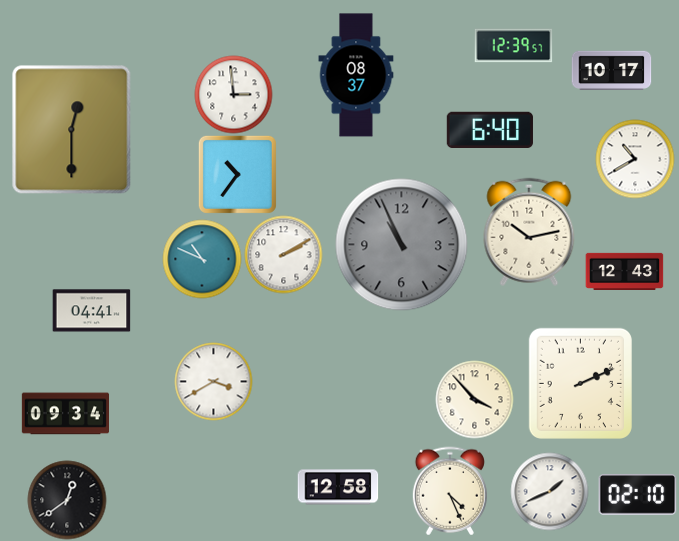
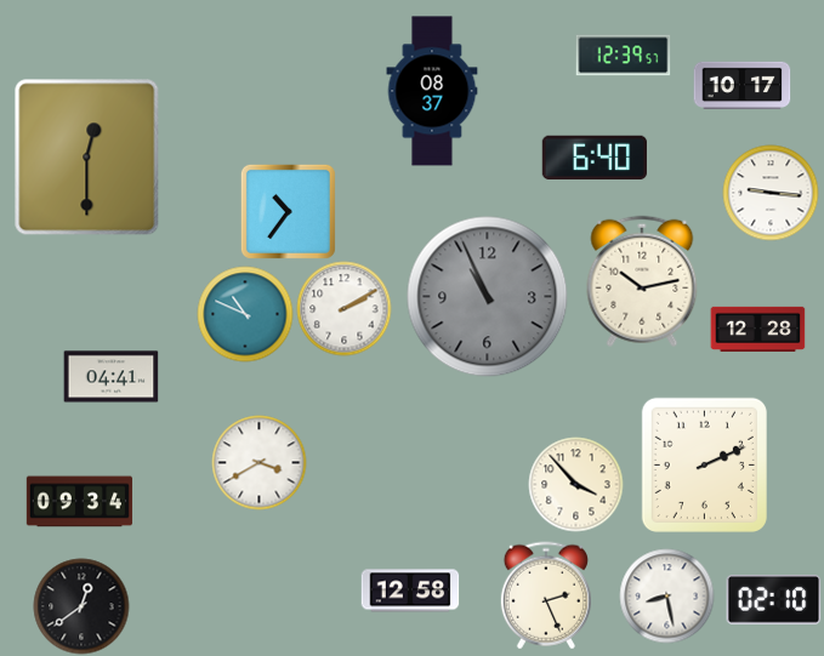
clock at (233, 94): 2:59 -> none
clock at (635, 159): 10:40 -> 9:16
clock at (624, 271): 12:43 -> 12:28
clock at (450, 491): 4:26 -> 2:26
clock at (549, 491): 1:41 -> 8:28
